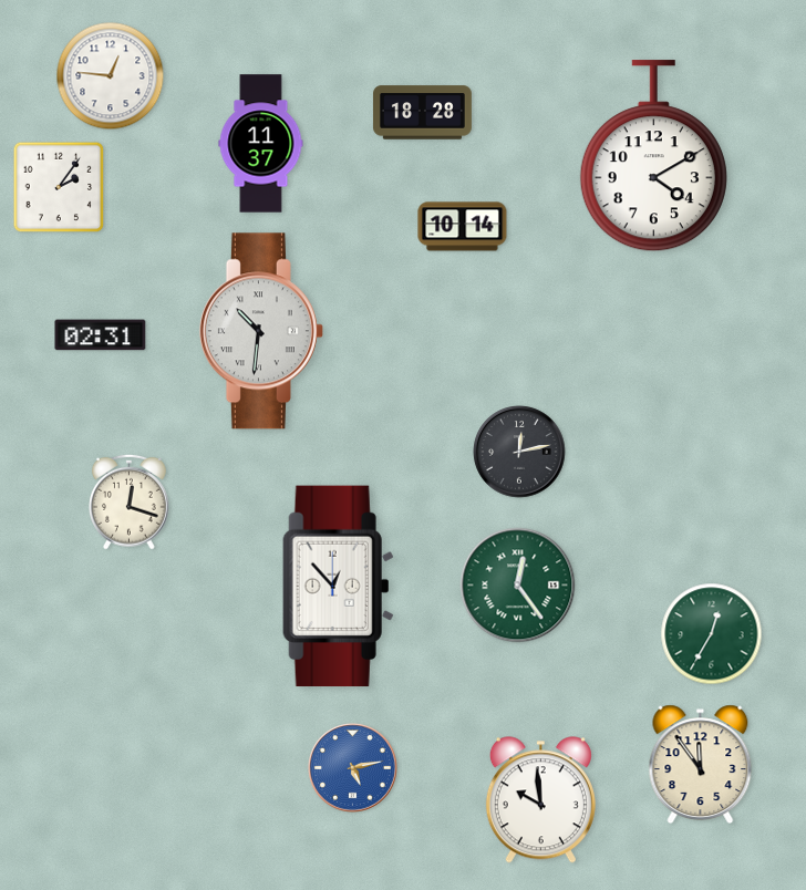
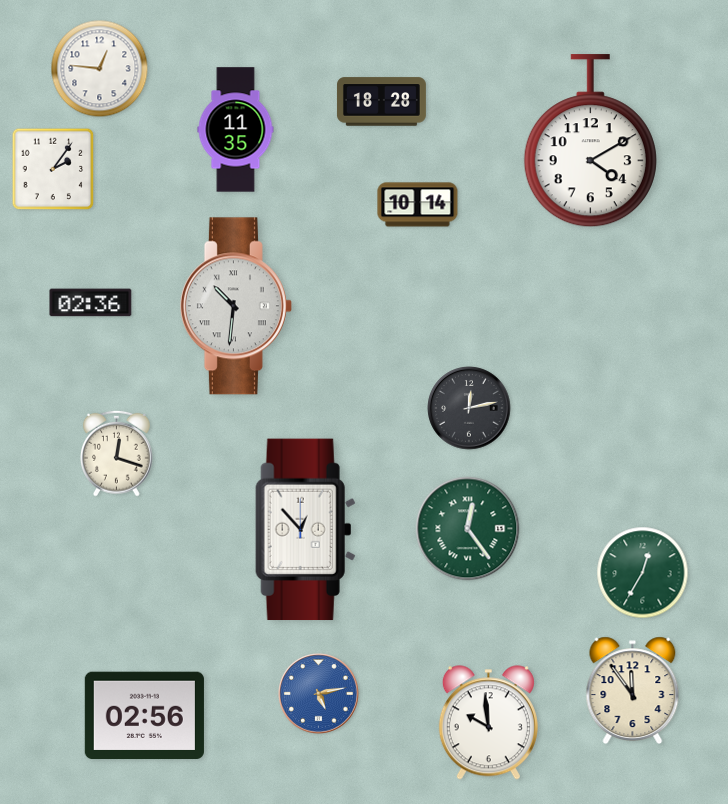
clock at (261, 144): 11:37 -> 11:35
clock at (261, 331) position: (261, 331) -> (236, 306)
clock at (101, 335): 02:31 -> 02:36
clock at (144, 716): none -> 02:56
